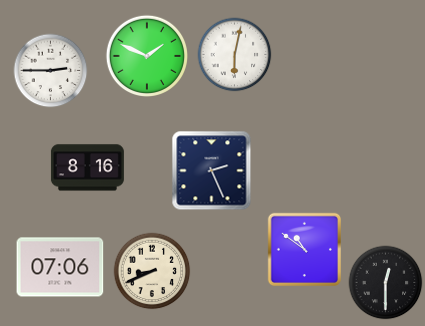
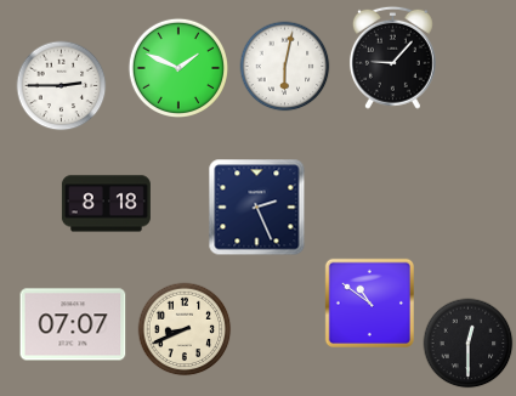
clock at (392, 57): none -> 9:07
clock at (87, 168): 8:16 -> 8:18
clock at (60, 267): 07:06 -> 07:07
